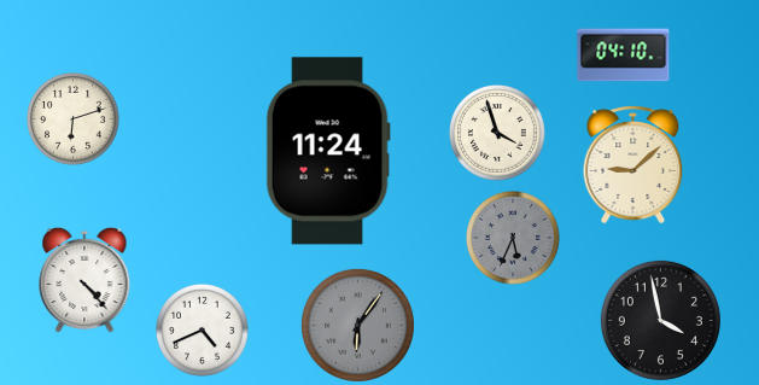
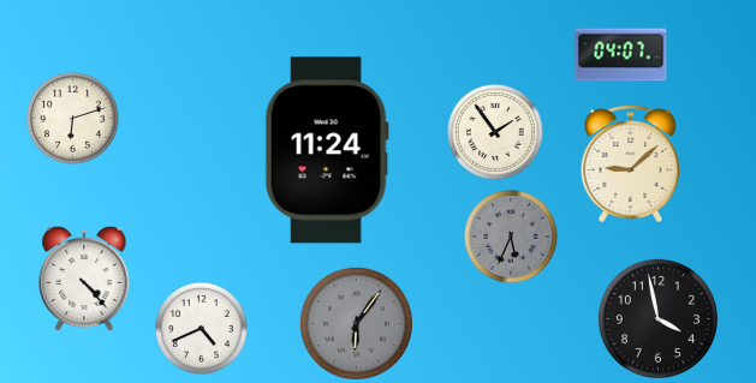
clock at (624, 56): 04:10 -> 04:07
clock at (498, 134): 3:57 -> 1:54
